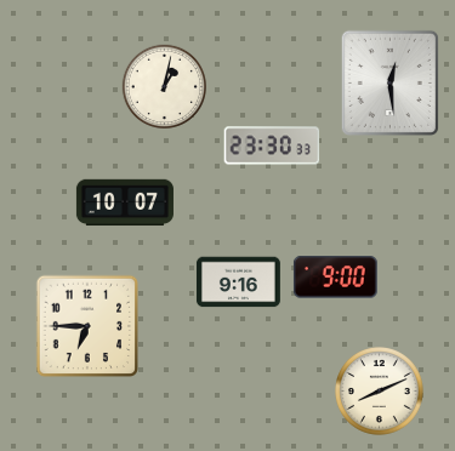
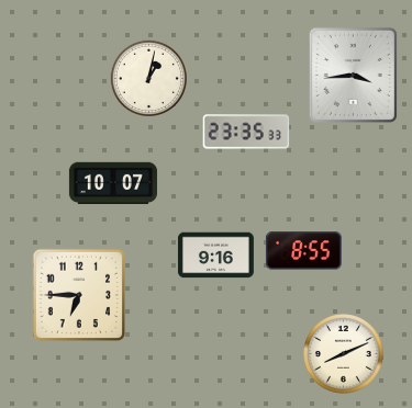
clock at (389, 82): 12:29 -> 3:44
clock at (272, 145): 23:30 -> 23:35
clock at (335, 278): 9:00 -> 8:55
